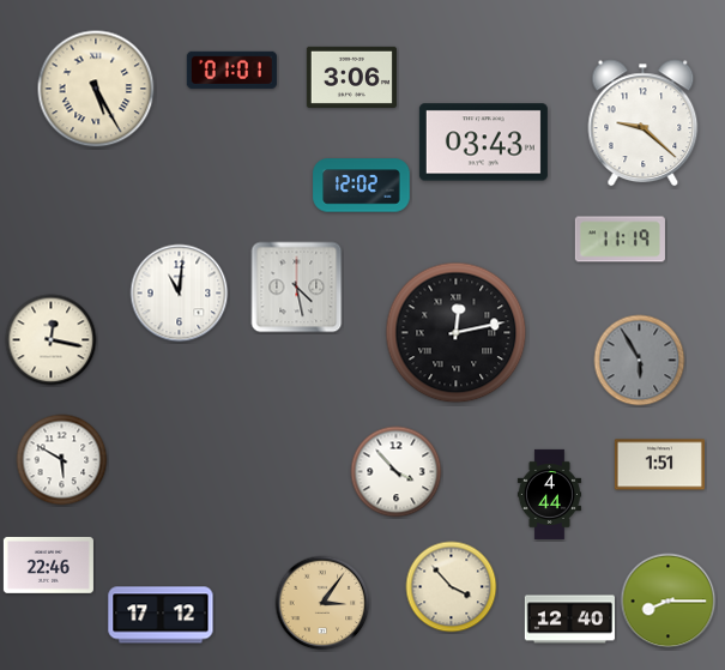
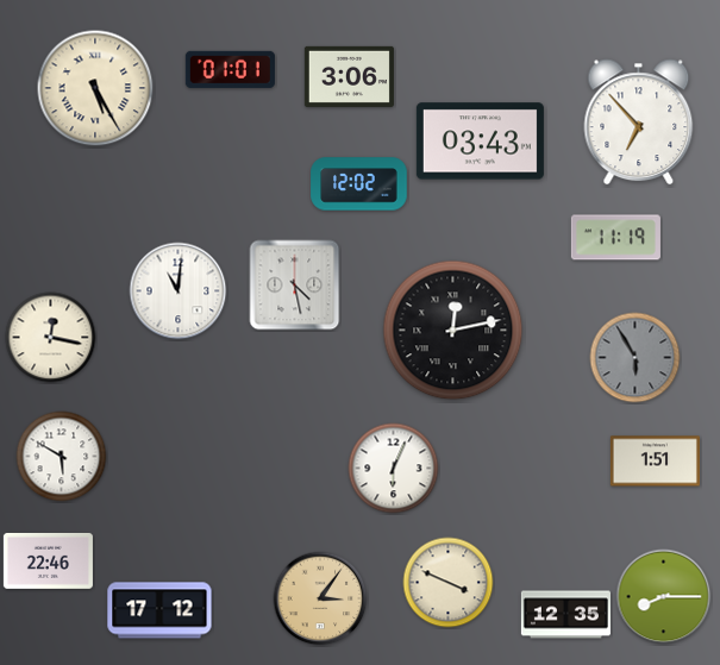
clock at (644, 123): 9:22 -> 6:53
clock at (397, 472): 3:53 -> 6:04
clock at (549, 494): 4:44 -> none
clock at (452, 587): 3:53 -> 3:49
clock at (569, 620): 12:40 -> 12:35
